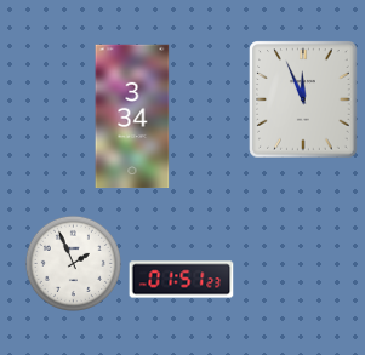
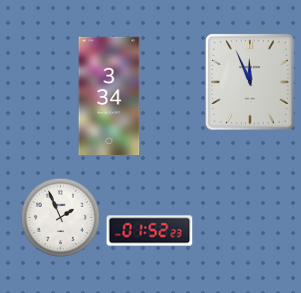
clock at (182, 280): 01:51 -> 01:52
